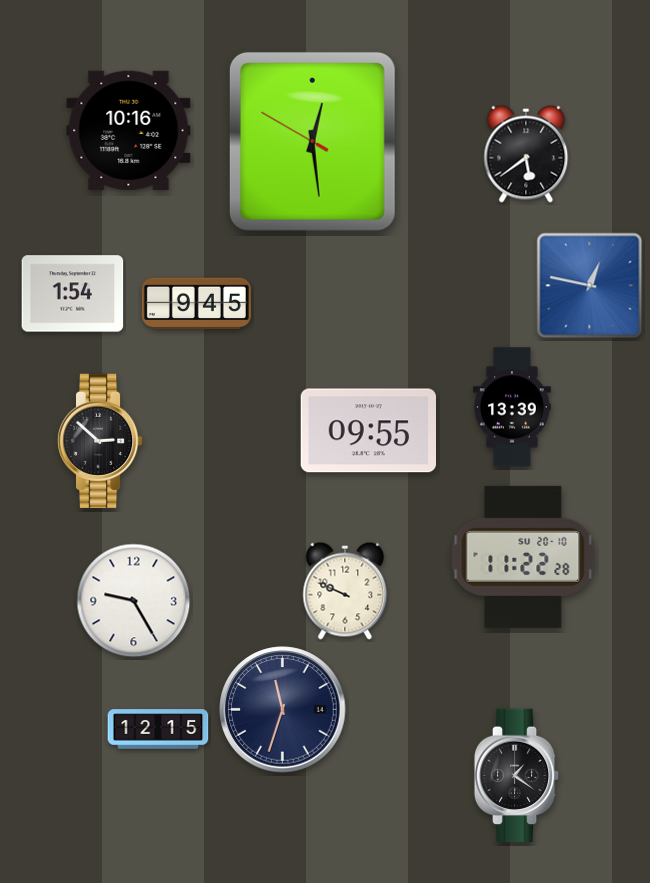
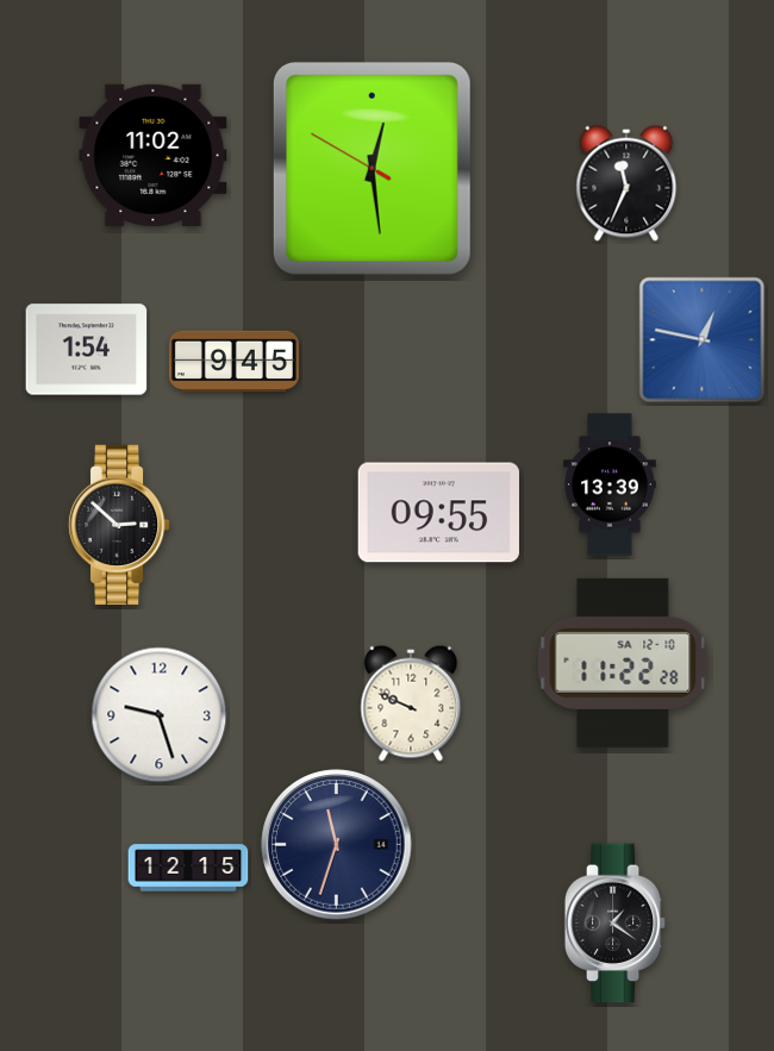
clock at (129, 130): 10:16 -> 11:02
clock at (526, 154): 5:39 -> 11:34
clock at (523, 557) date: SU 20-10 -> SA 12-10
clock at (134, 601): 9:25 -> 9:27
